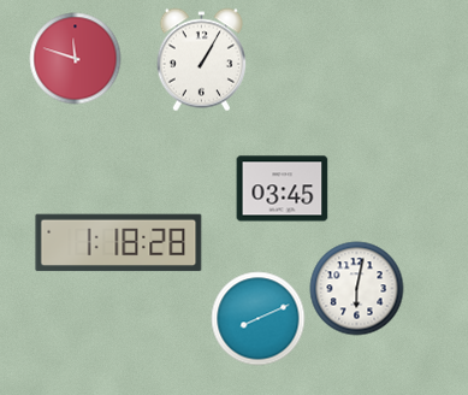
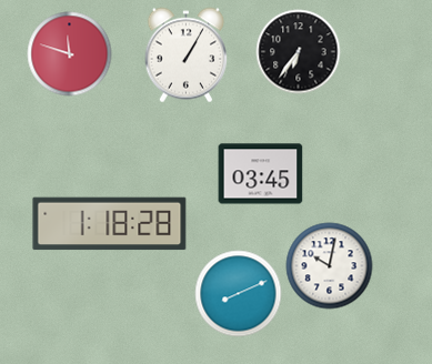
clock at (299, 52): none -> 6:36
clock at (357, 289): 6:02 -> 10:02
